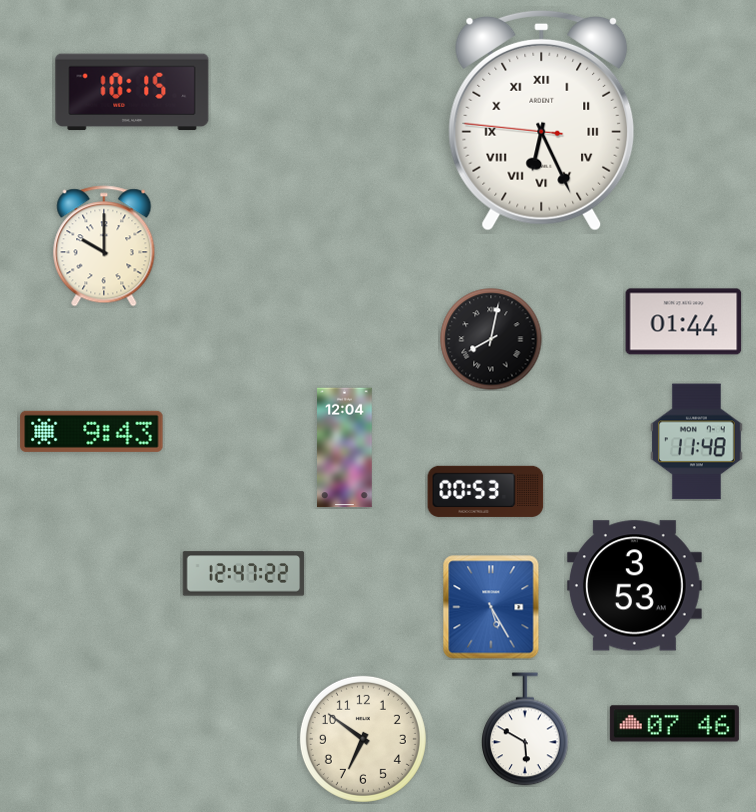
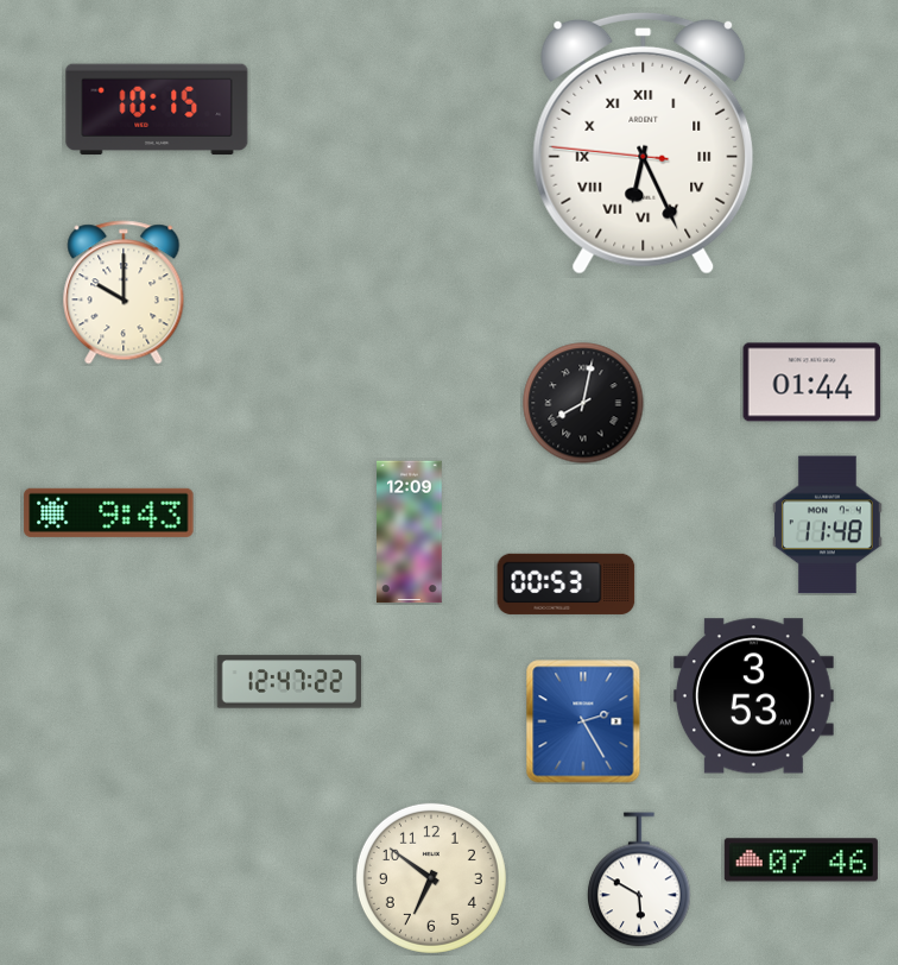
clock at (345, 448): 12:04 -> 12:09
clock at (486, 491) position: (486, 491) -> (567, 584)
clock at (491, 607): 5:25 -> 2:25
clock at (526, 729) position: (526, 729) -> (640, 879)
